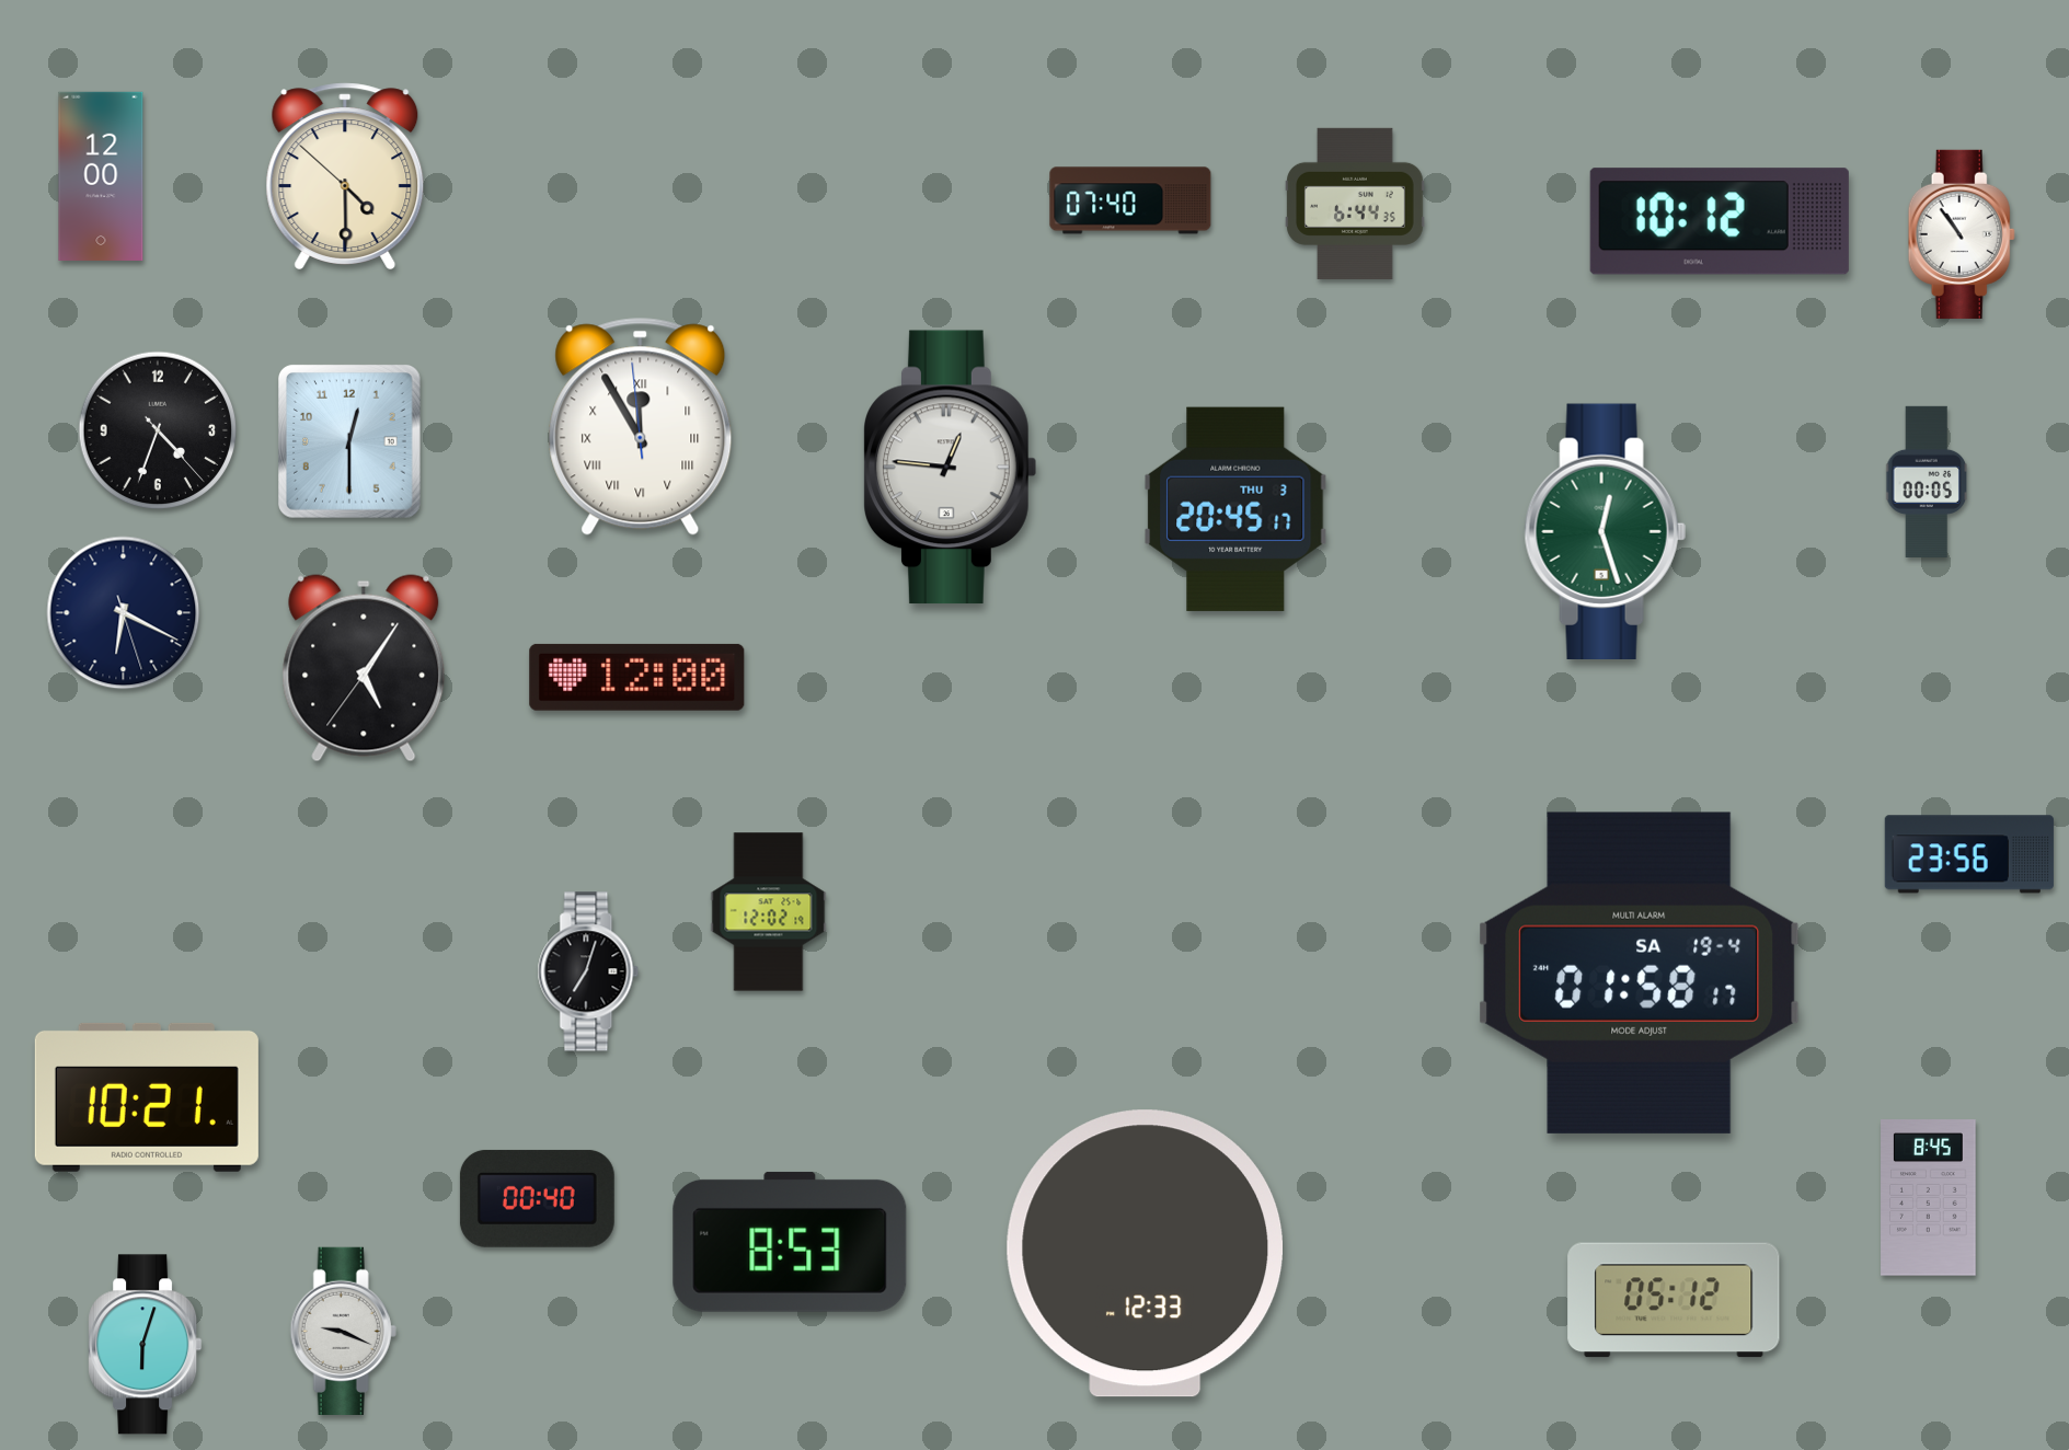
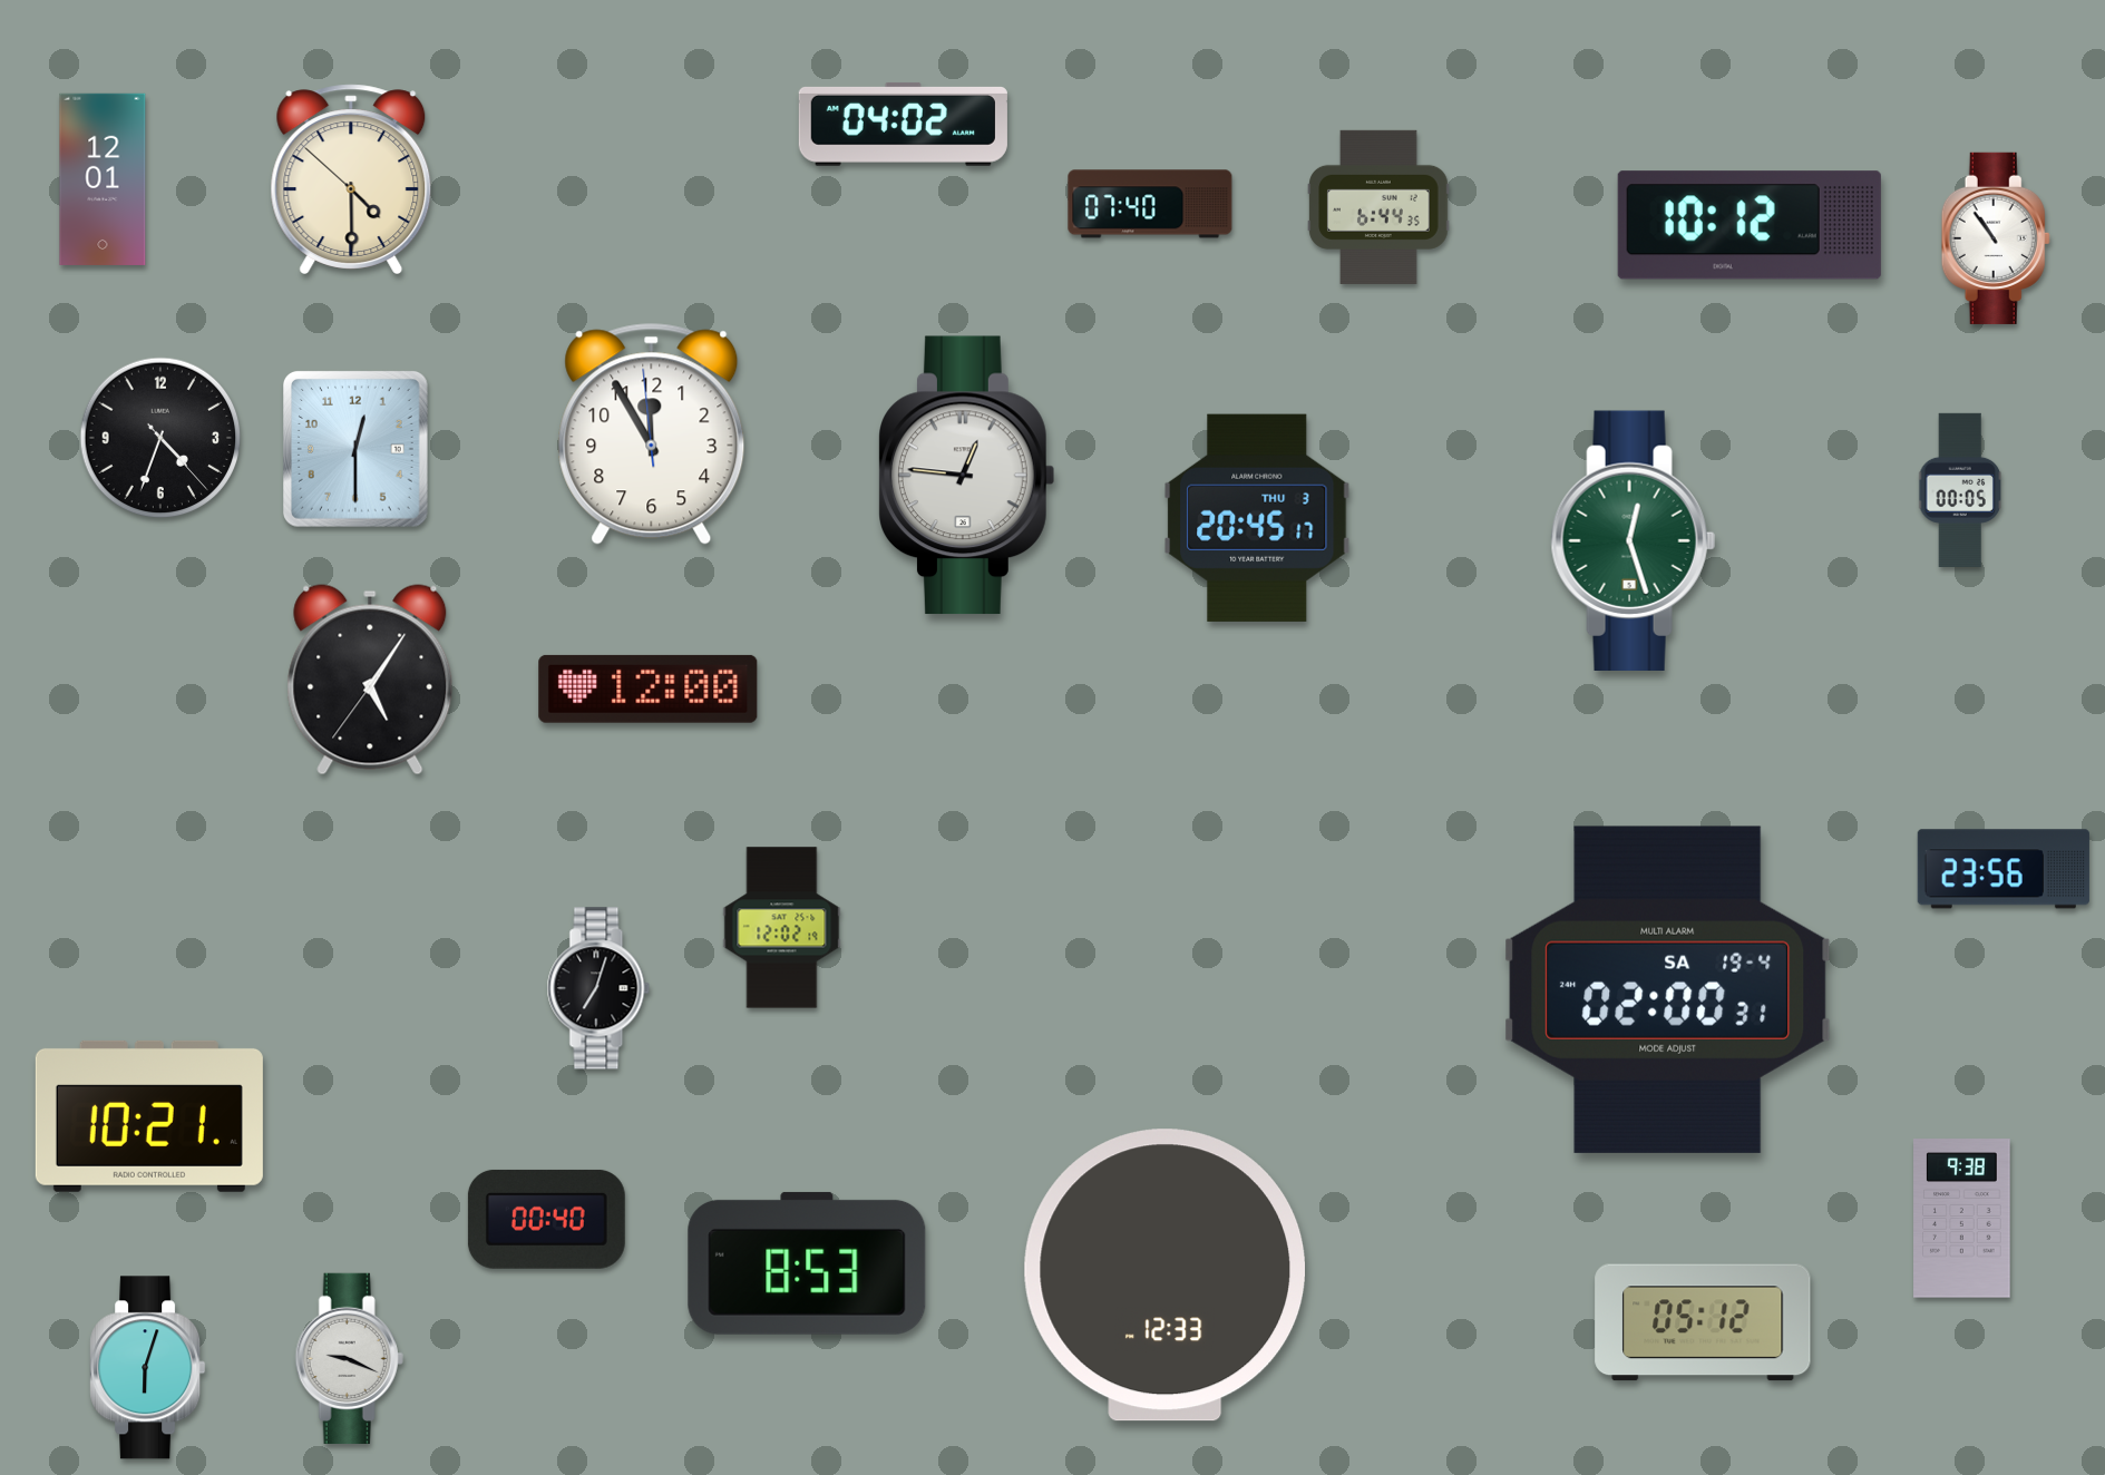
clock at (903, 124): none -> 04:02
clock at (101, 176): 12:00 -> 12:01
clock at (641, 426) numerals: Roman -> Arabic
clock at (124, 613): 6:19 -> none
clock at (1640, 973): 01:58 -> 02:00
clock at (1929, 1198): 8:45 -> 9:38
clock at (790, 1242) position: (790, 1242) -> (807, 1263)
clock at (343, 1331) position: (343, 1331) -> (349, 1358)
